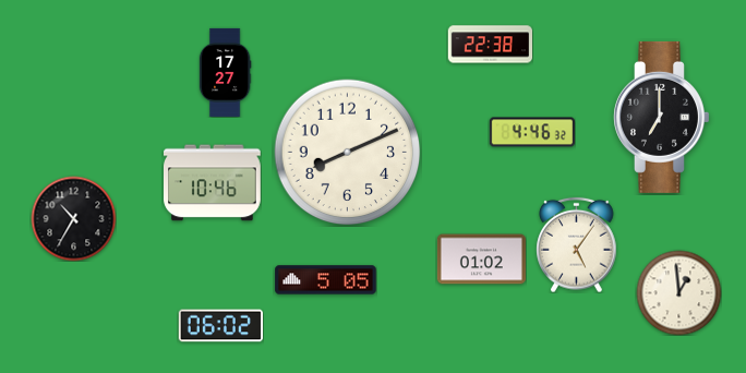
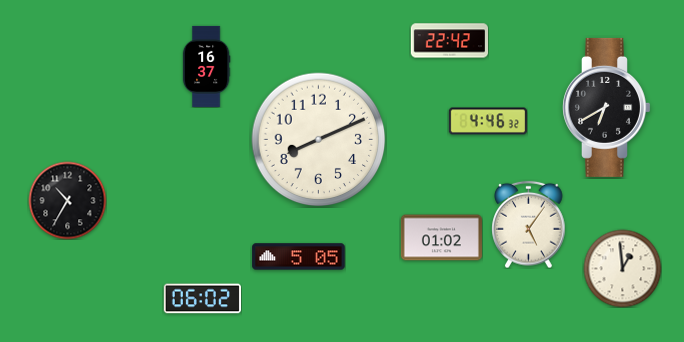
clock at (490, 45): 22:38 -> 22:42
clock at (225, 72): 17:27 -> 16:37
clock at (662, 117): 7:00 -> 6:40
clock at (213, 183): 10:46 -> none
